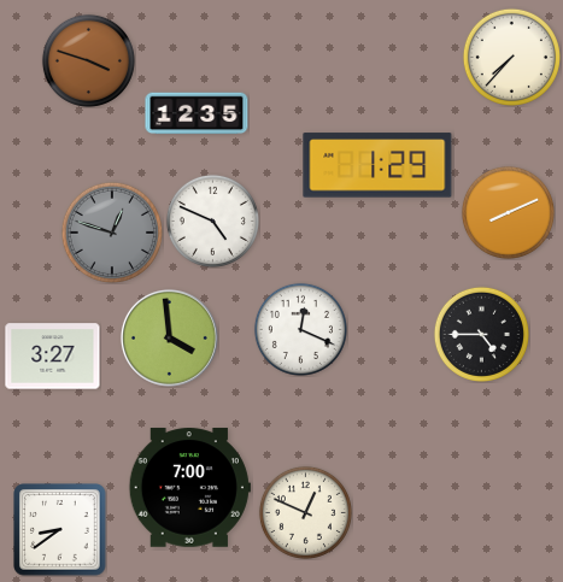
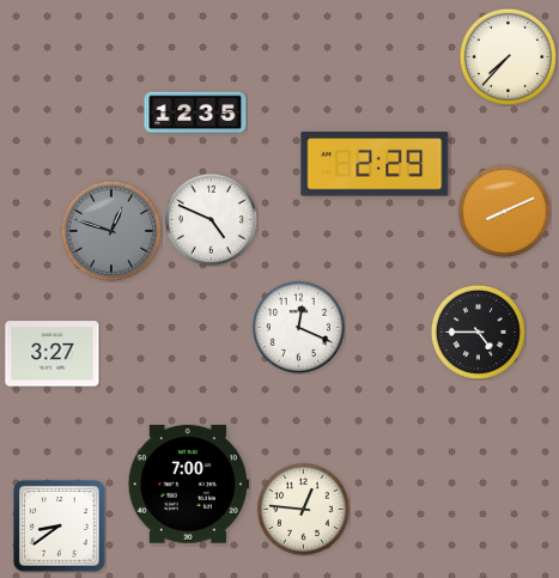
clock at (88, 60): 3:48 -> none
clock at (377, 165): 1:29 -> 2:29
clock at (169, 337): 3:59 -> none
clock at (305, 512): 12:49 -> 12:46
